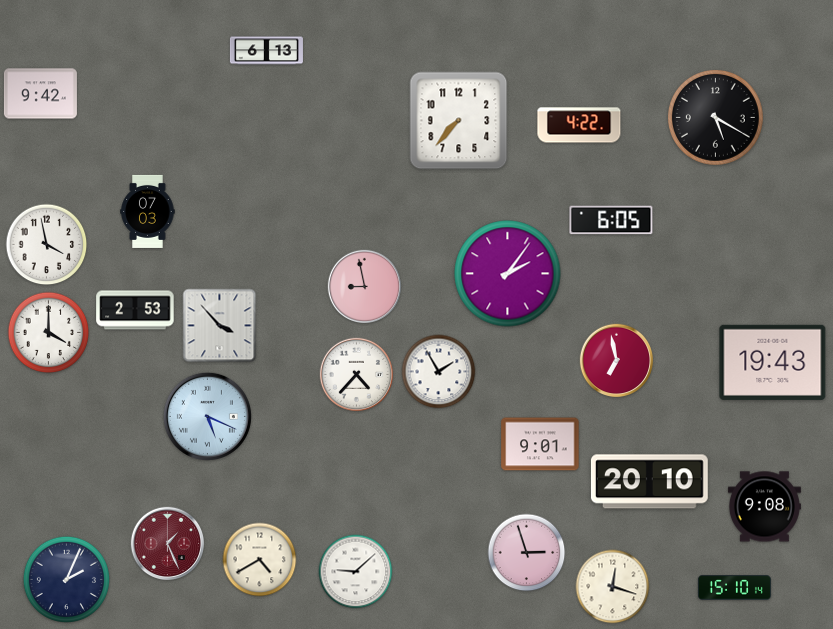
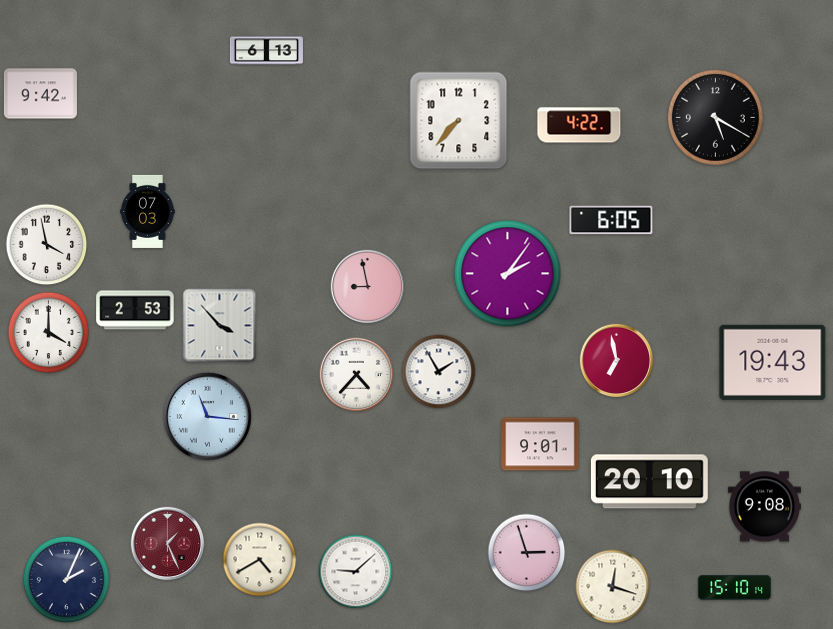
clock at (365, 287) position: (365, 287) -> (368, 287)
clock at (207, 416): 5:19 -> 11:16
